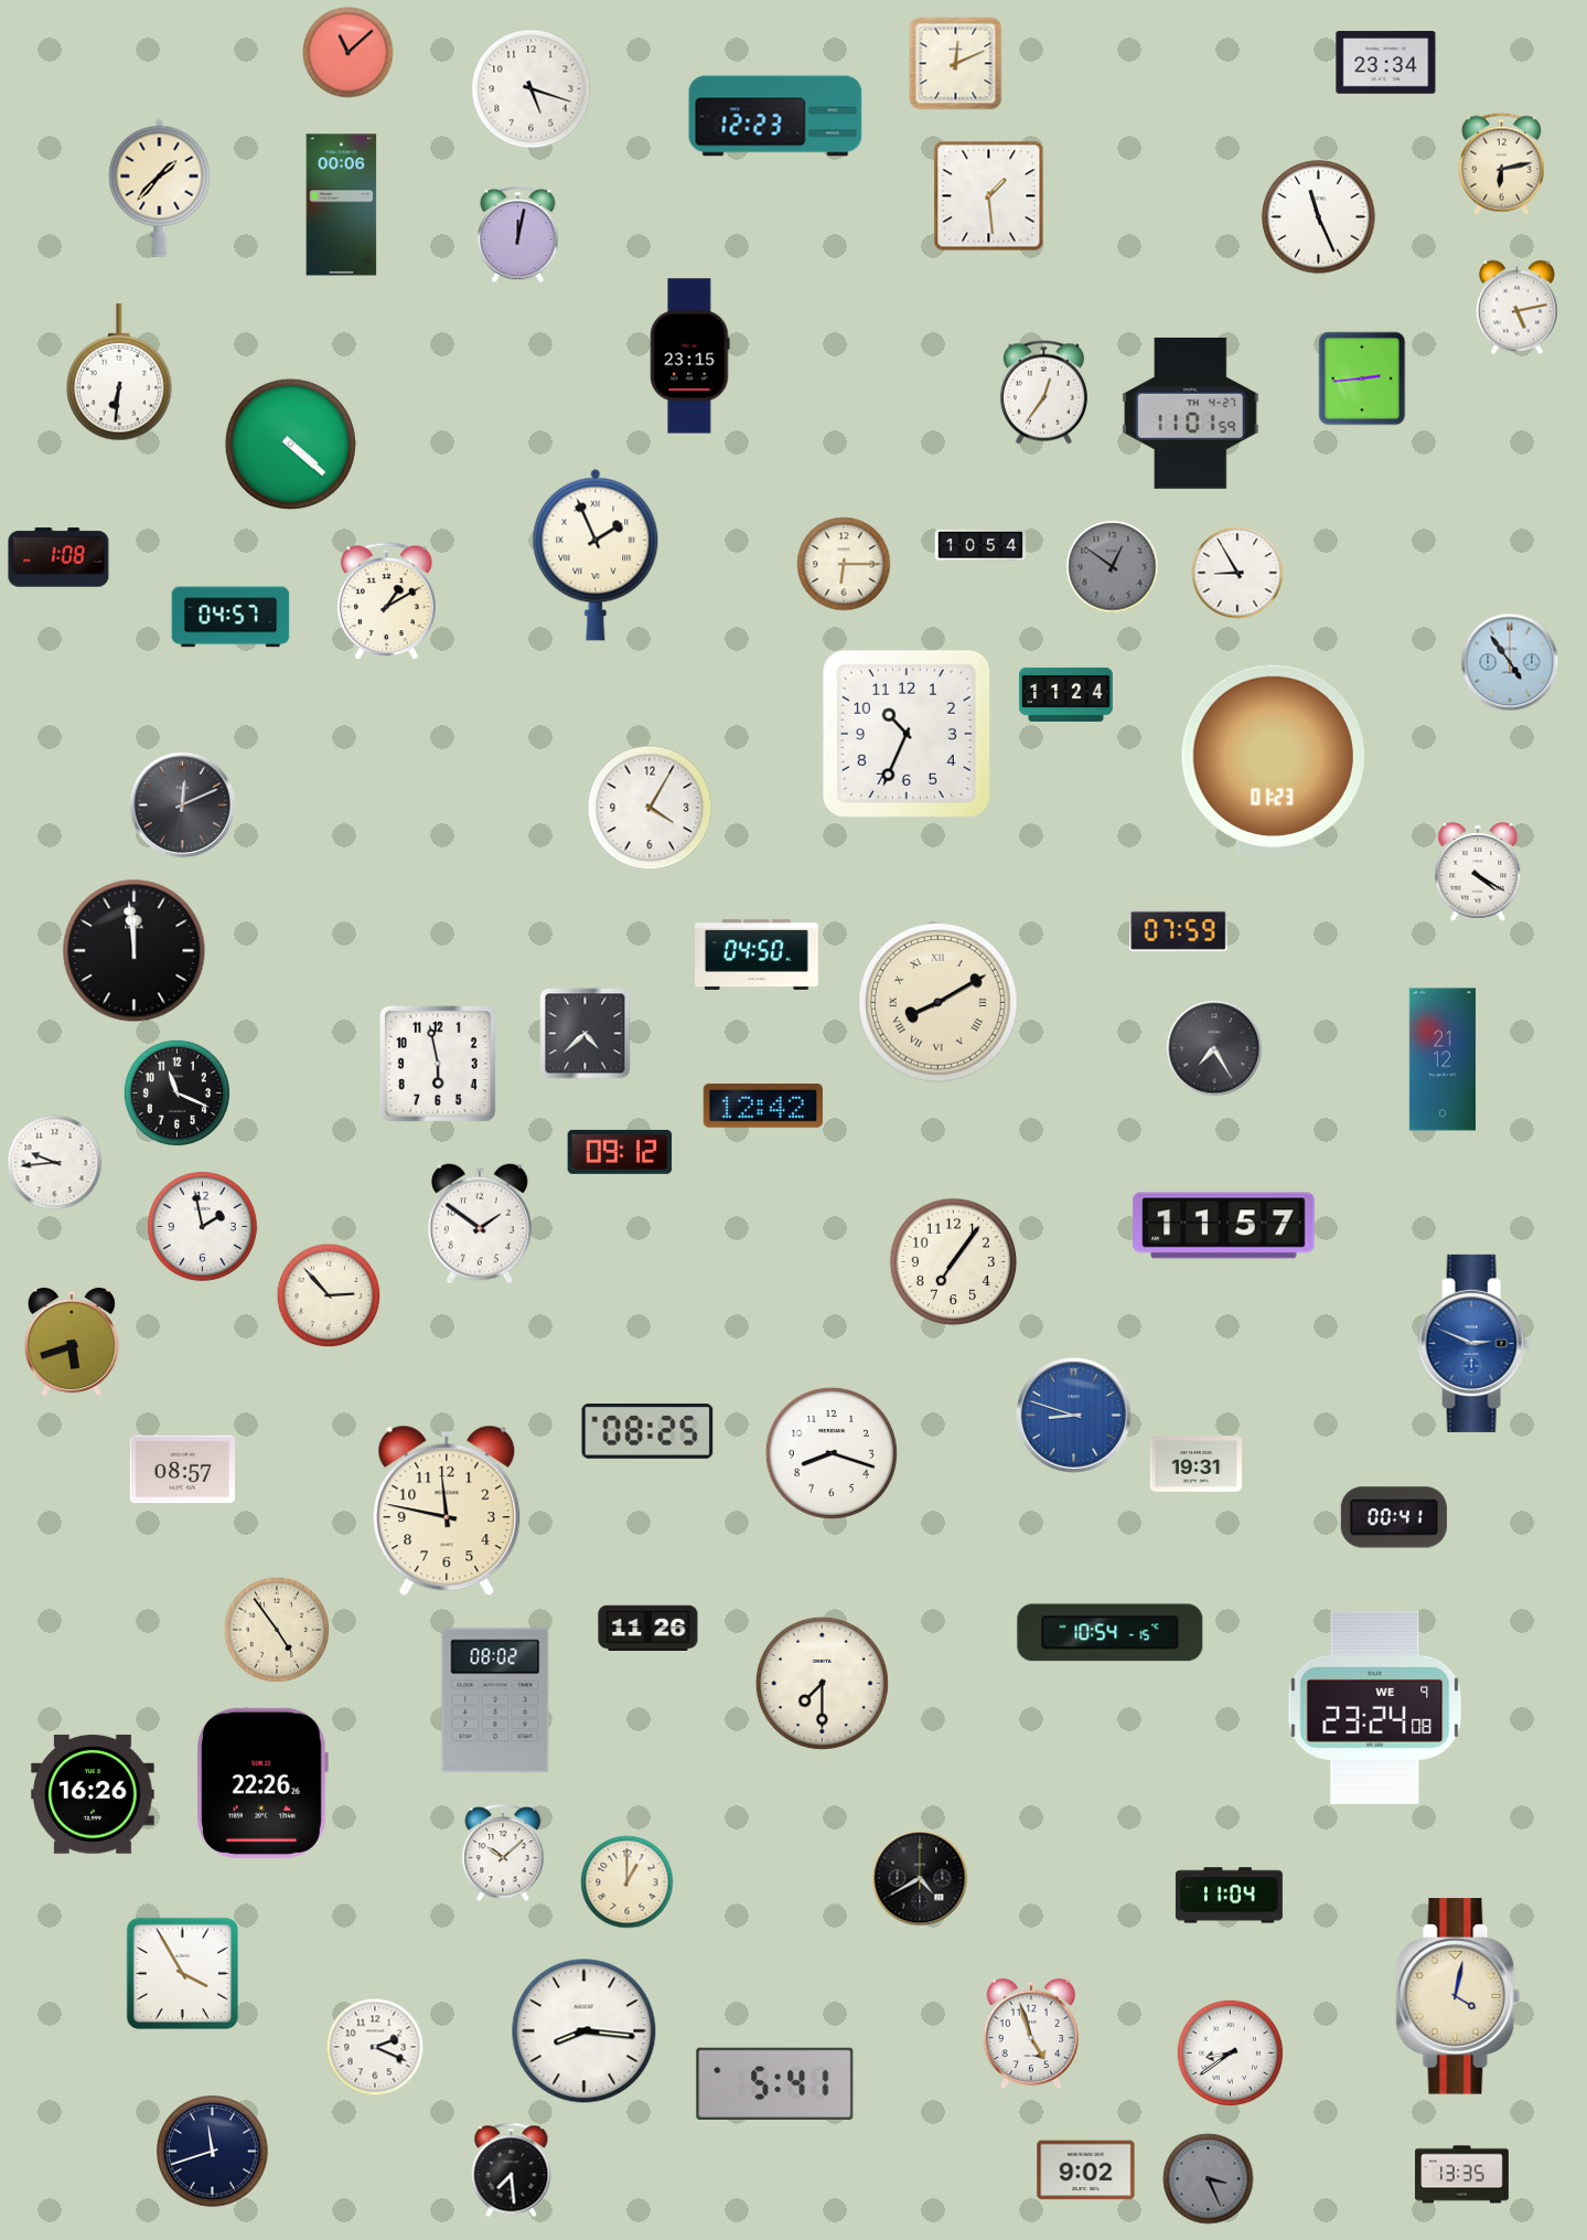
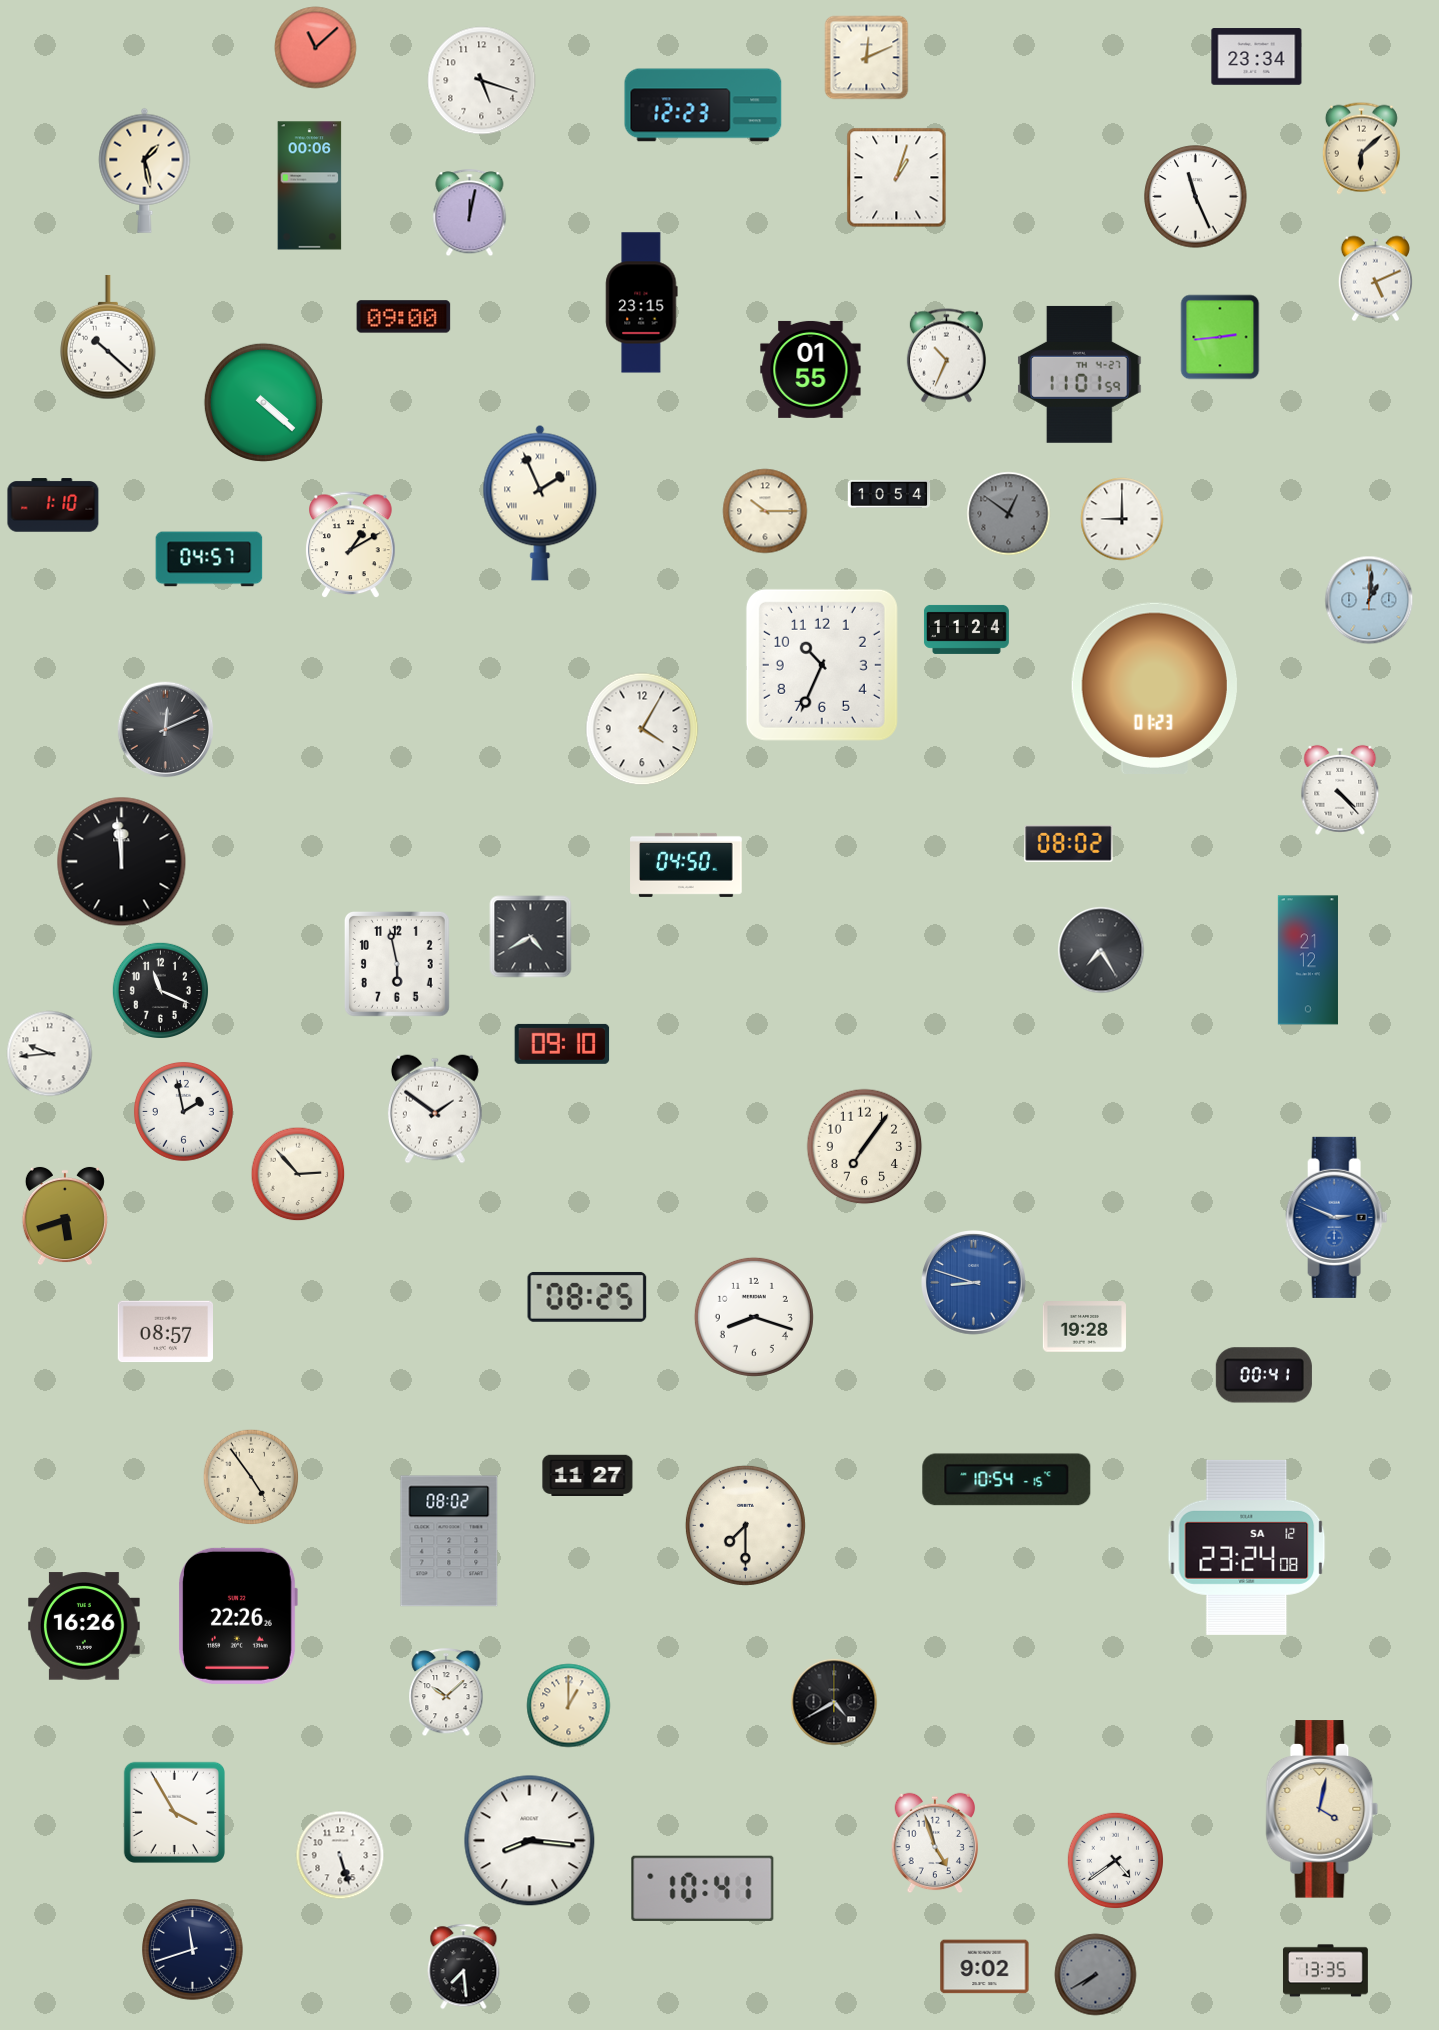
clock at (1501, 163): 6:13 -> 6:08
clock at (160, 188): 1:37 -> 1:28
clock at (989, 196): 1:29 -> 1:03
clock at (1516, 308): 5:13 -> 5:11
clock at (404, 317): none -> 09:00
clock at (690, 356) position: (690, 356) -> (642, 303)
clock at (119, 372): 6:31 -> 10:22
clock at (1362, 378) position: (1362, 378) -> (1220, 337)
clock at (1043, 393): 12:36 -> 10:34
clock at (811, 369): none -> 01:55
clock at (58, 557): 1:08 -> 1:10
clock at (844, 564): 6:15 -> 10:15
clock at (1237, 573): 8:55 -> 9:00
clock at (1510, 662): 4:54 -> 1:01
clock at (650, 808) position: (650, 808) -> (642, 729)
clock at (1478, 872): 4:20 -> 4:23
clock at (1179, 931): 07:59 -> 08:02
clock at (939, 1003): 8:10 -> none
clock at (586, 1034): 4:38 -> 4:40
clock at (763, 1106): 12:42 -> none
clock at (620, 1152): 09:12 -> 09:10
clock at (1224, 1226): 11:57 -> none
clock at (954, 1262) position: (954, 1262) -> (865, 1147)
clock at (1195, 1464): 19:31 -> 19:28
clock at (447, 1511): 11:47 -> none
clock at (648, 1628): 11:26 -> 11:27
clock at (1375, 1707) date: WE 9 -> SA 12
clock at (503, 1854) position: (503, 1854) -> (446, 1693)
clock at (1229, 1896): 11:04 -> none
clock at (182, 1973) position: (182, 1973) -> (174, 1812)
clock at (375, 2047): 2:19 -> 5:27
clock at (1230, 2052): 8:39 -> 4:39
clock at (775, 2083): 5:41 -> 10:41
clock at (1209, 2179): 3:26 -> 7:40
